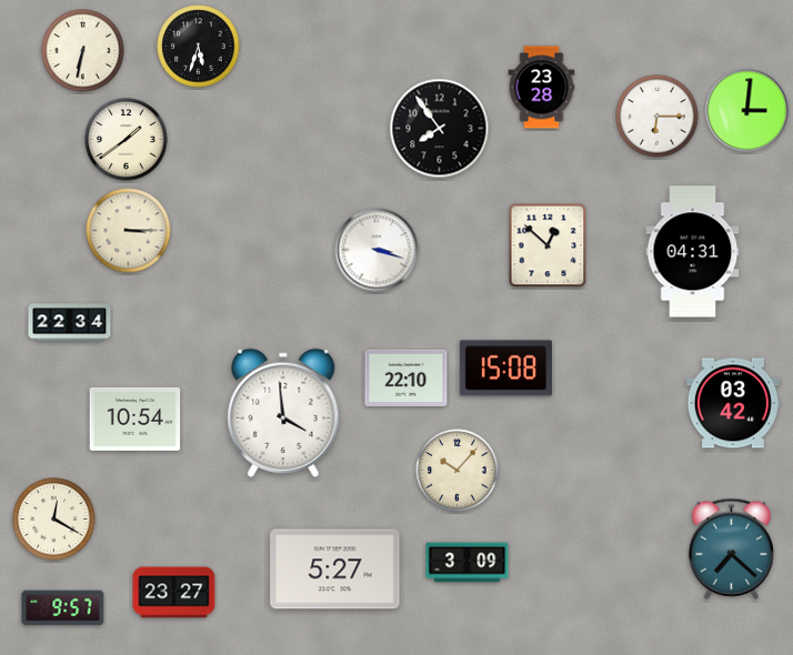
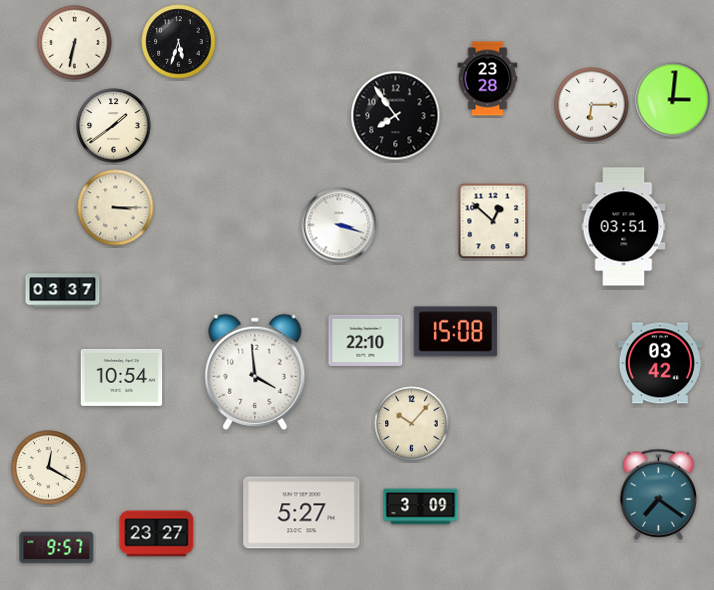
clock at (83, 51) position: (83, 51) -> (75, 43)
clock at (693, 252): 04:31 -> 03:51
clock at (70, 323): 22:34 -> 03:37
clock at (731, 548): 7:22 -> 7:21
